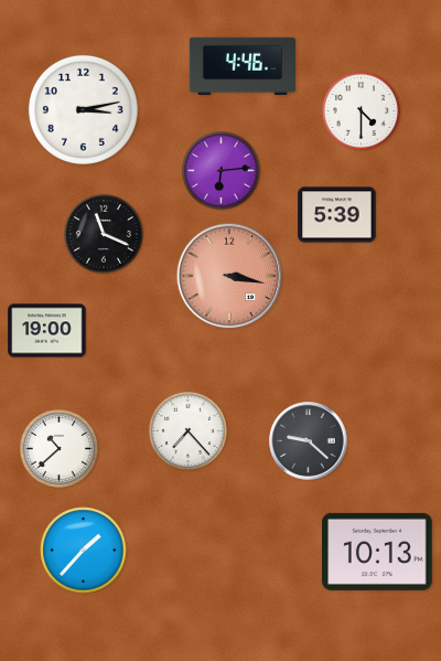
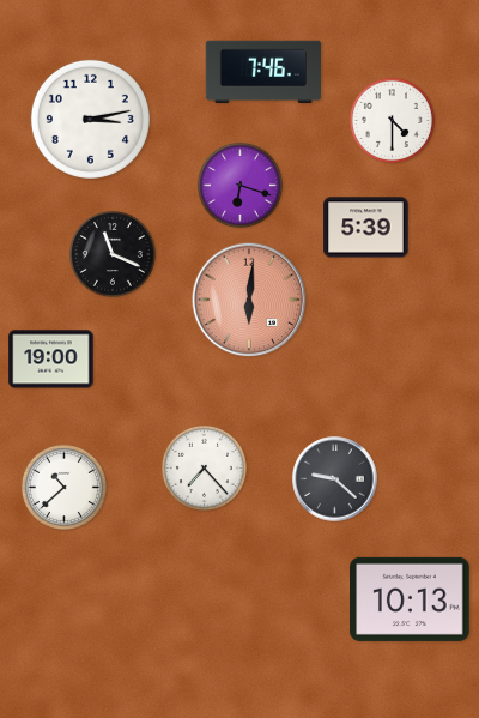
clock at (241, 65): 4:46 -> 7:46
clock at (220, 170): 6:14 -> 6:18
clock at (337, 215) position: (337, 215) -> (366, 228)
clock at (229, 276): 3:17 -> 6:01
clock at (84, 551): 1:37 -> none
